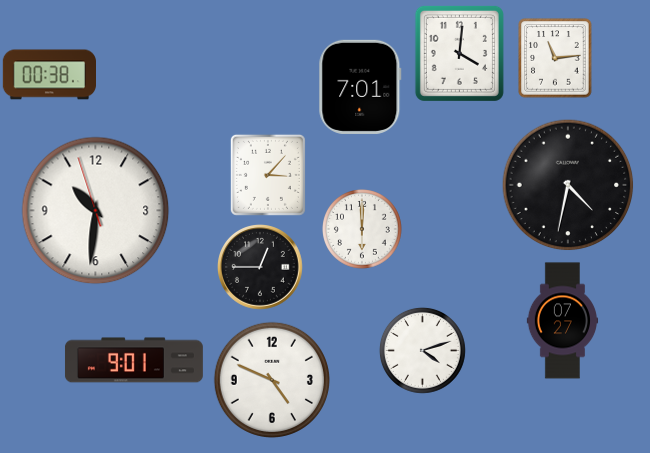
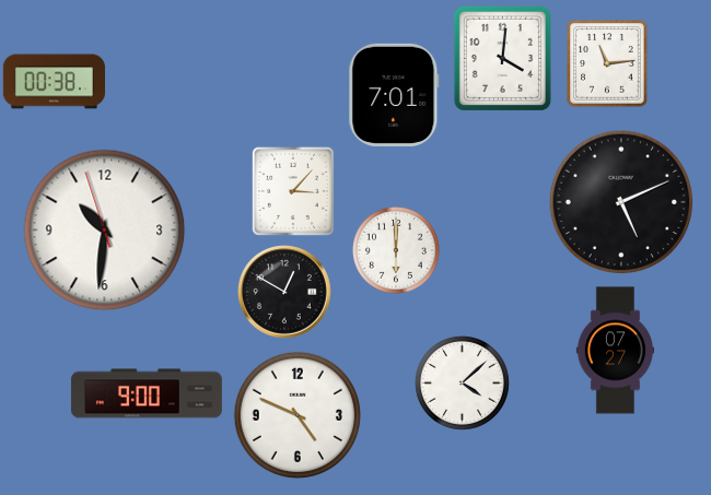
clock at (568, 185): 4:32 -> 5:11
clock at (261, 268): 12:45 -> 12:50
clock at (422, 350): 4:12 -> 4:08
clock at (134, 360): 9:01 -> 9:00
